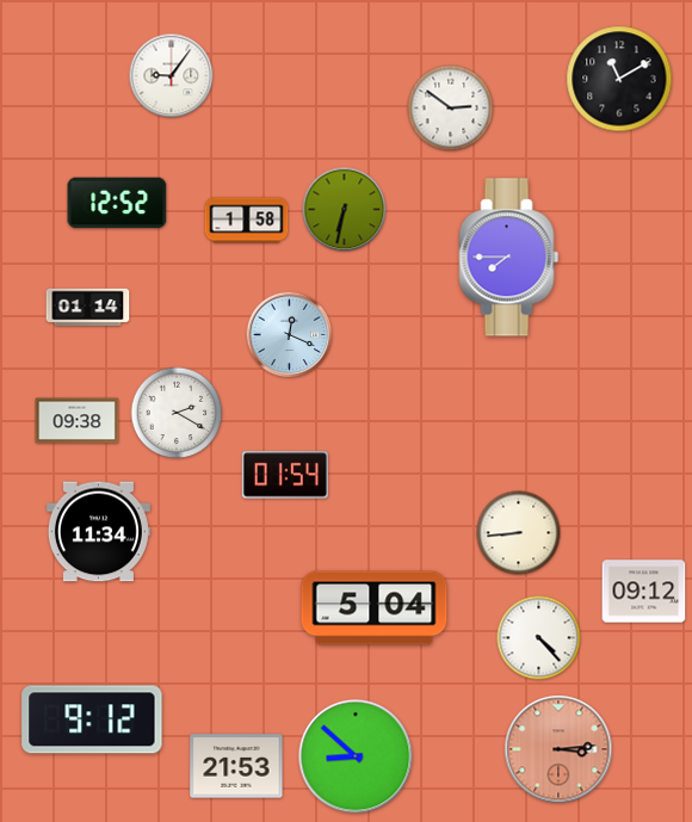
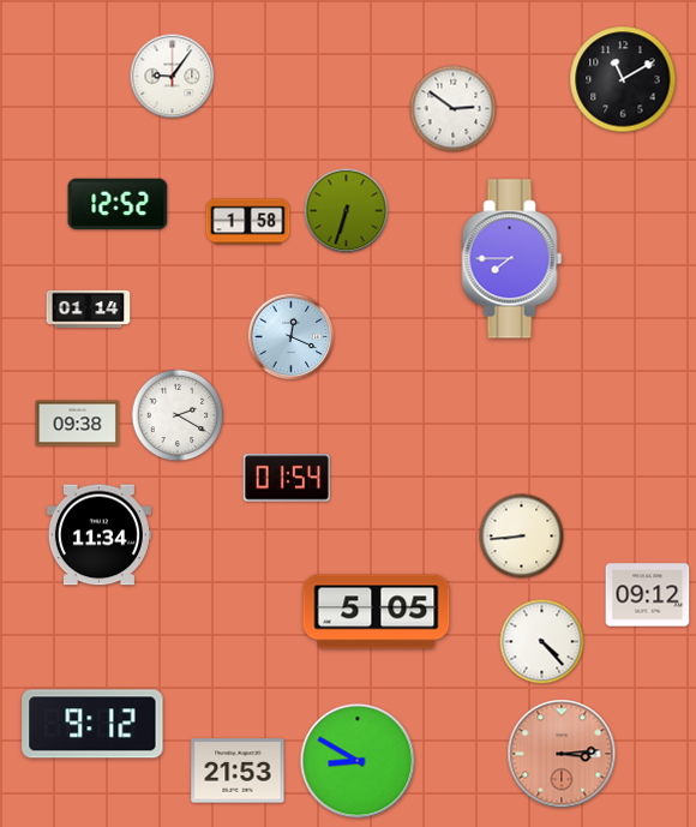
clock at (345, 210): 6:32 -> 6:33
clock at (375, 608): 5:04 -> 5:05
clock at (356, 756): 8:52 -> 8:50
